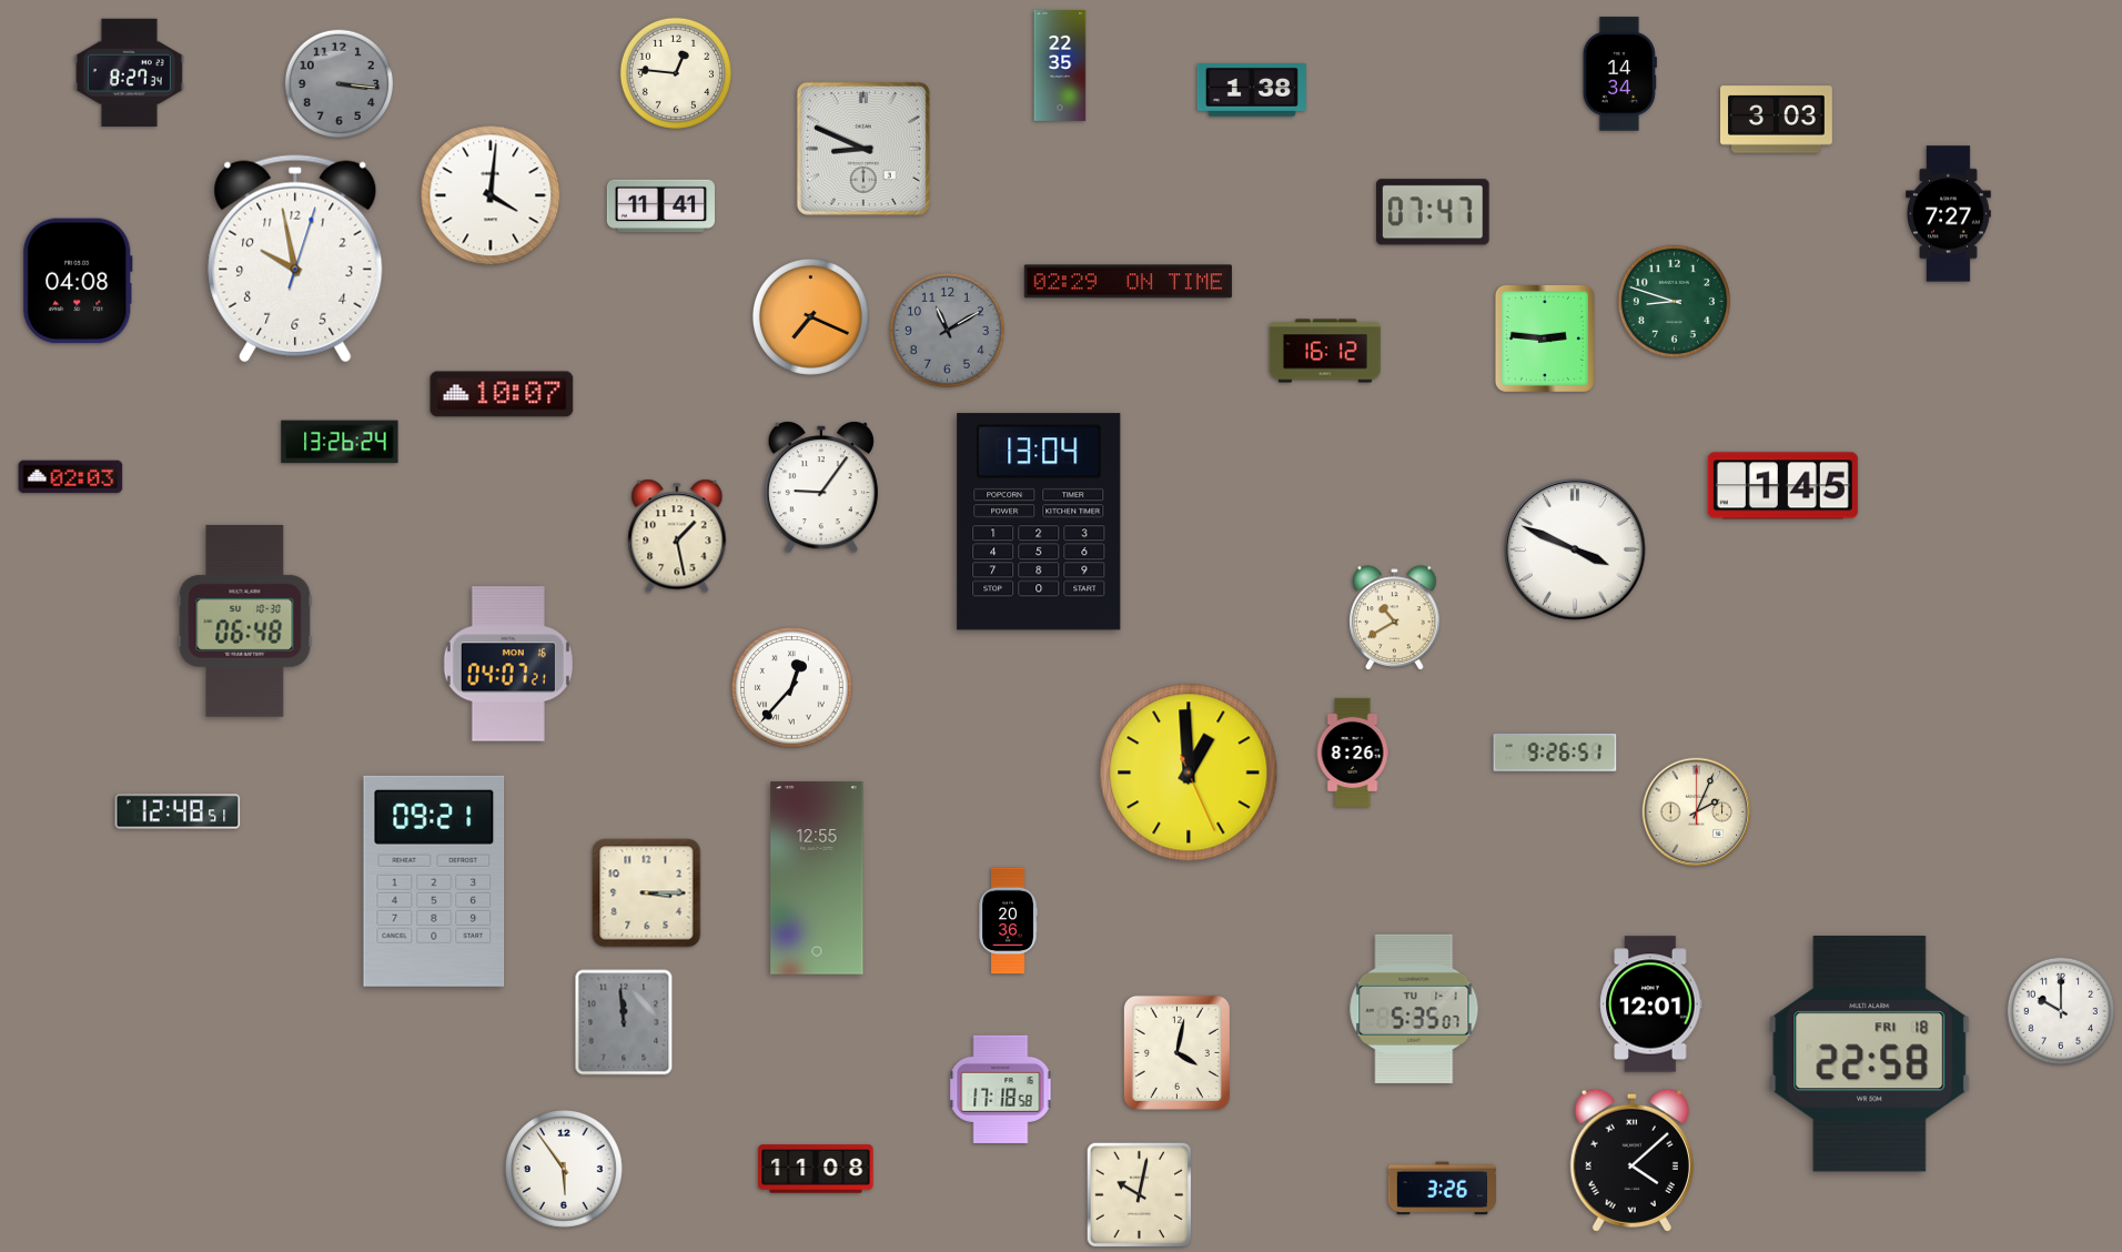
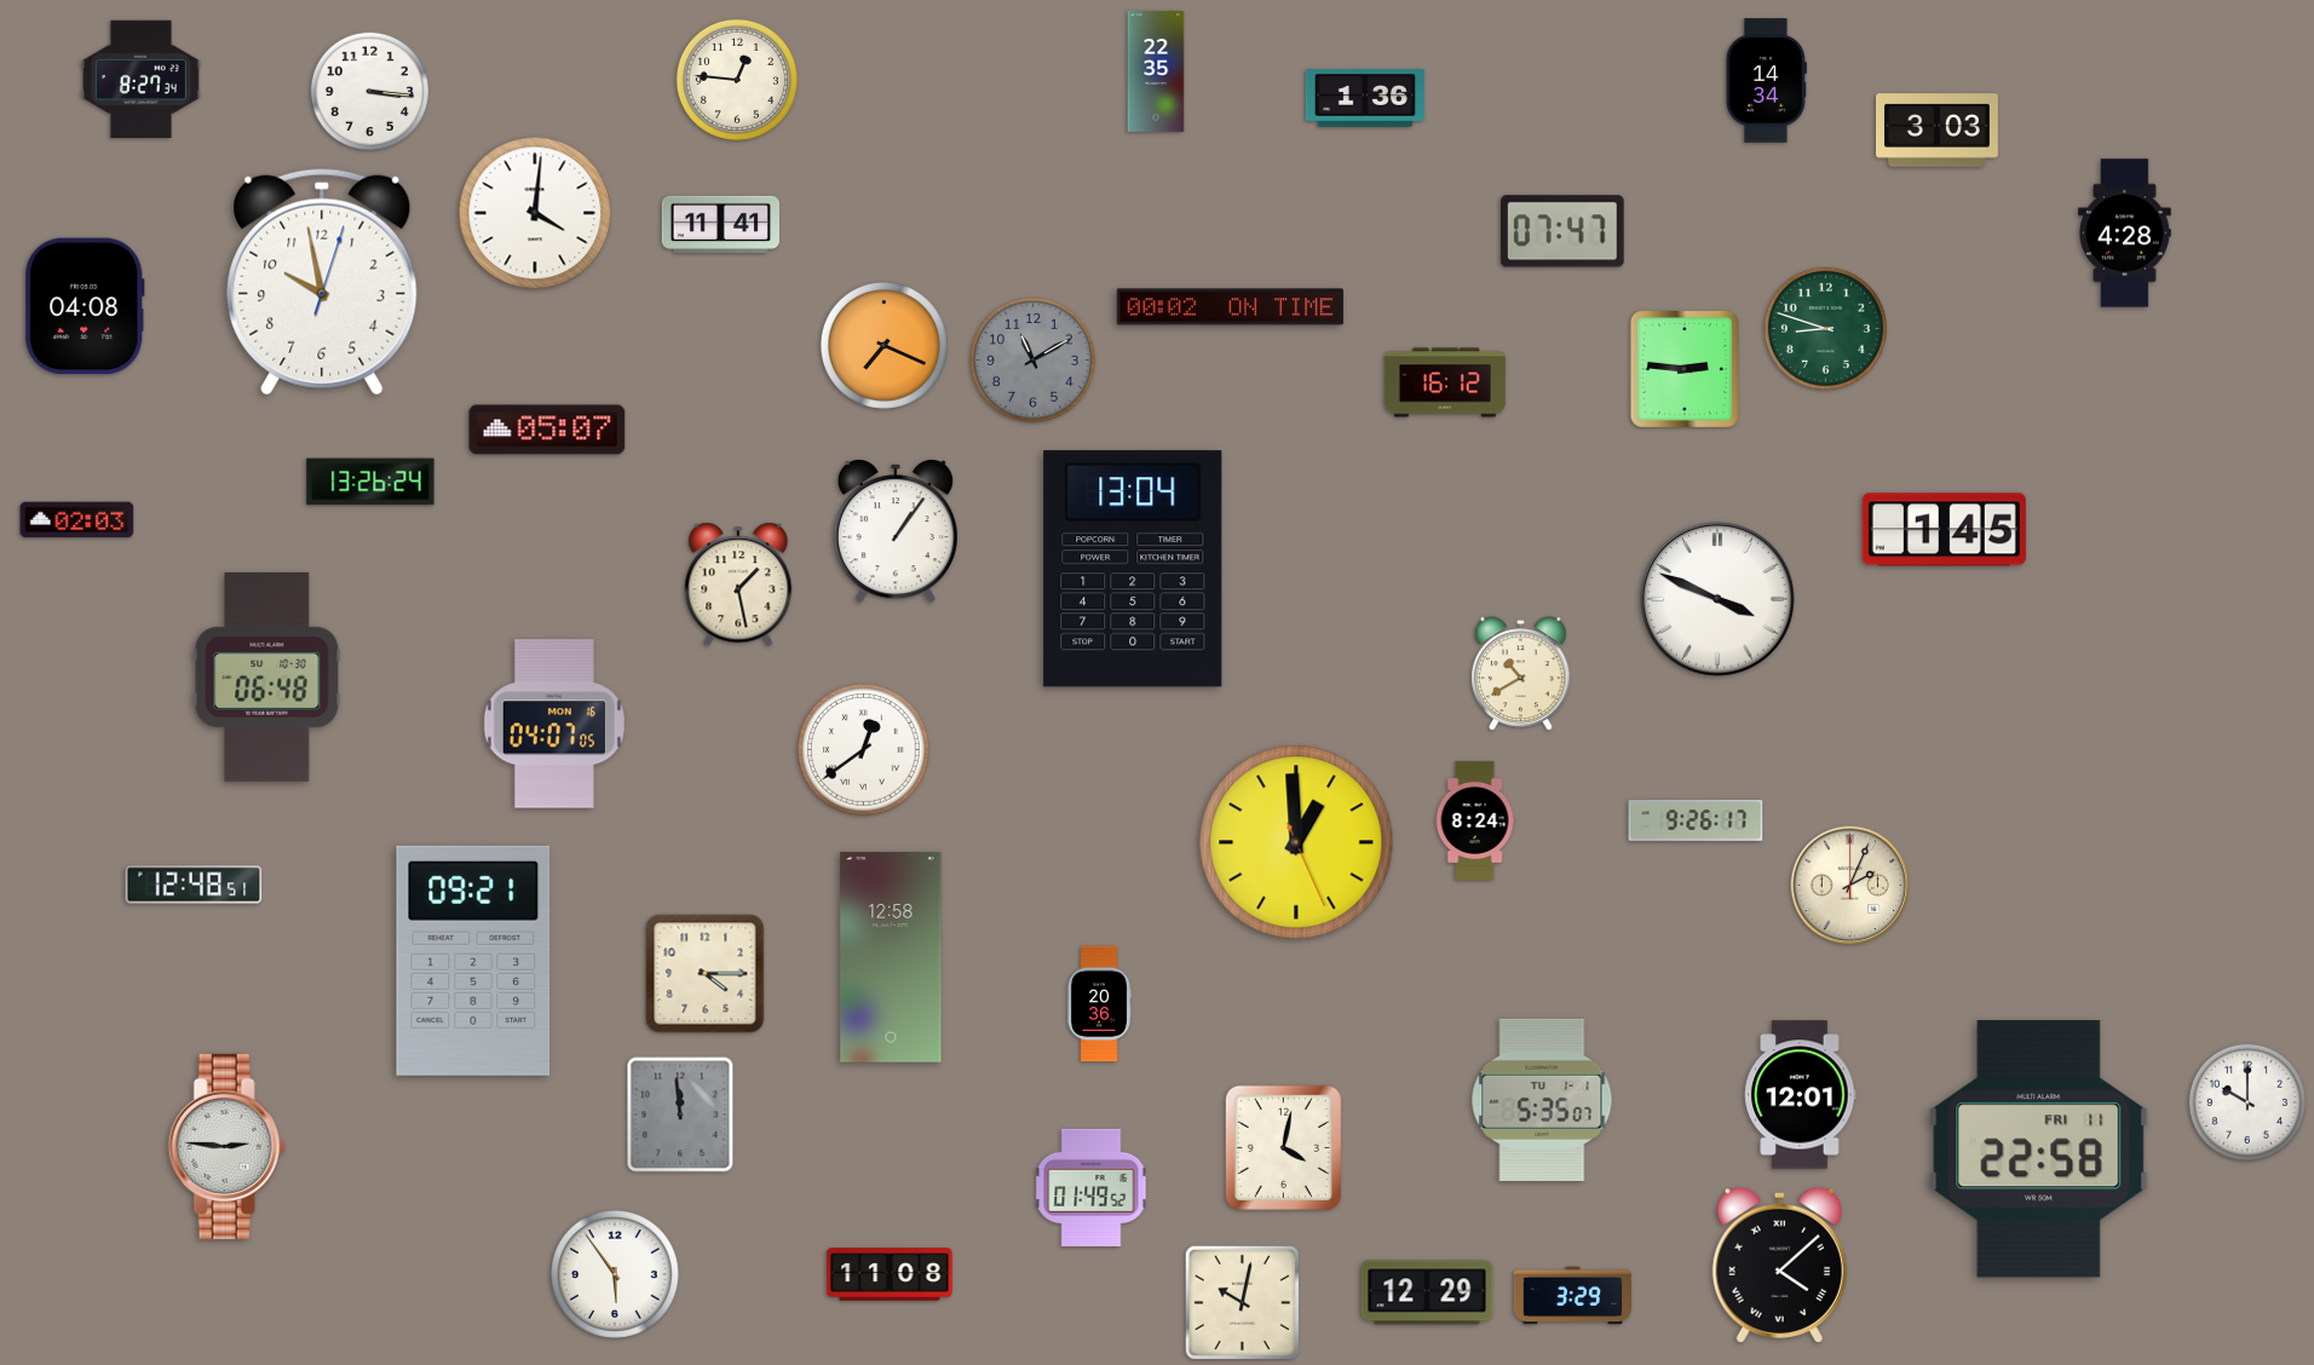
clock at (338, 83) dial: grey -> white
clock at (1252, 91): 1:38 -> 1:36
clock at (863, 149): 8:49 -> none
clock at (1949, 214): 7:27 -> 4:28
clock at (1128, 282): 02:29 -> 00:02
clock at (502, 394): 10:07 -> 05:07
clock at (821, 487): 9:06 -> 1:06
clock at (508, 664): 04:07:21 -> 04:07:05
clock at (792, 688): 12:37 -> 12:39
clock at (1353, 753): 8:26 -> 8:24
clock at (1555, 753): 9:26:51 -> 9:26:17
clock at (817, 878): 12:55 -> 12:58
clock at (647, 893): 3:15 -> 4:15
clock at (226, 1146): none -> 2:46
clock at (1870, 1054) date: FRI 18 -> FRI 11
clock at (1001, 1089): 17:18 -> 01:49
clock at (1427, 1292): none -> 12:29
clock at (1442, 1189): 3:26 -> 3:29
